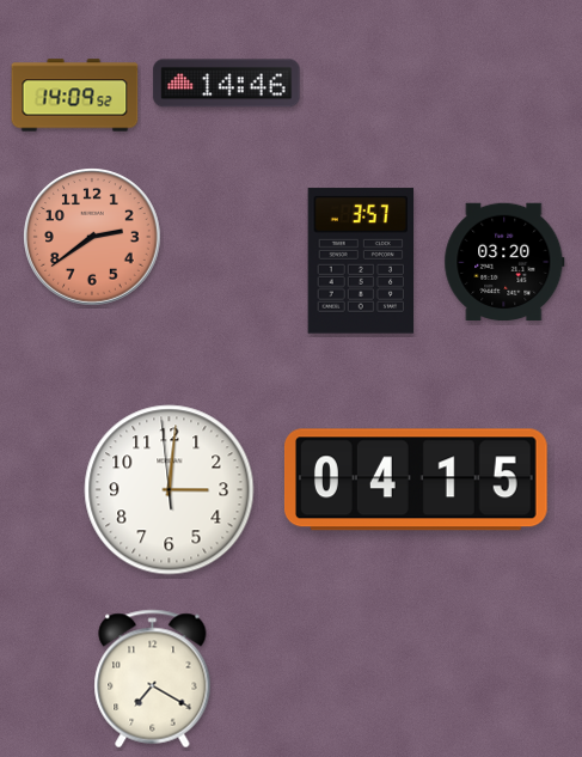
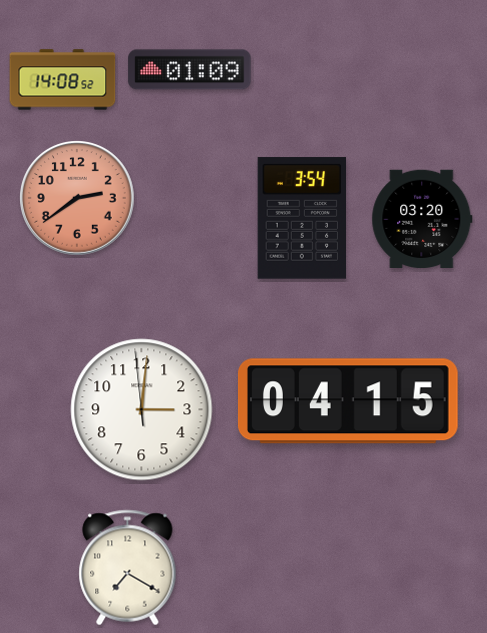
clock at (227, 84): 14:46 -> 01:09
clock at (75, 96): 14:09 -> 14:08
clock at (361, 261): 3:57 -> 3:54
